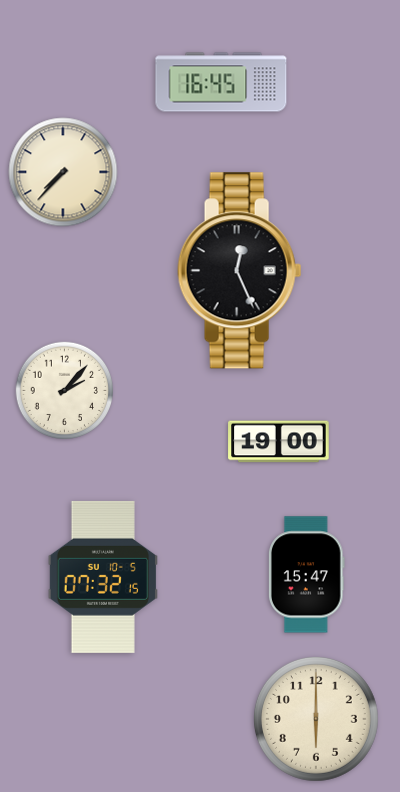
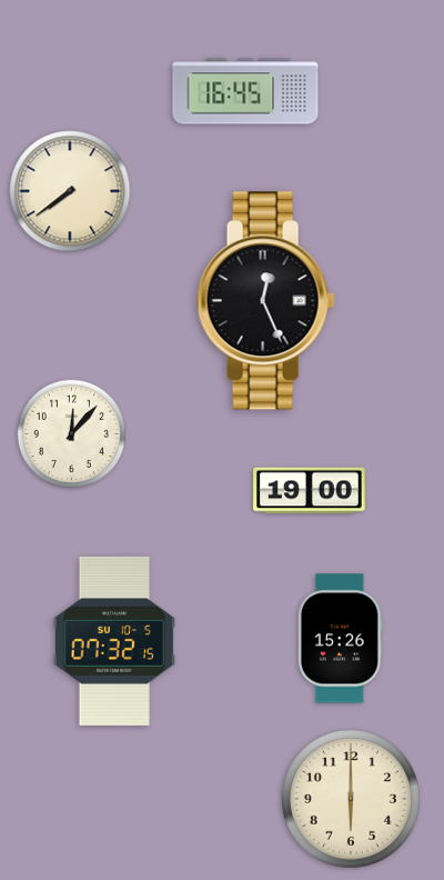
clock at (63, 172): 7:37 -> 7:39
clock at (65, 391): 2:07 -> 12:07
clock at (306, 575): 15:47 -> 15:26
